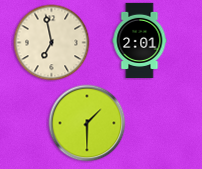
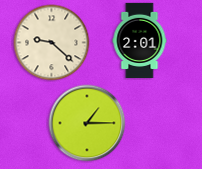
clock at (52, 43): 6:58 -> 9:22
clock at (87, 123): 1:30 -> 1:15
